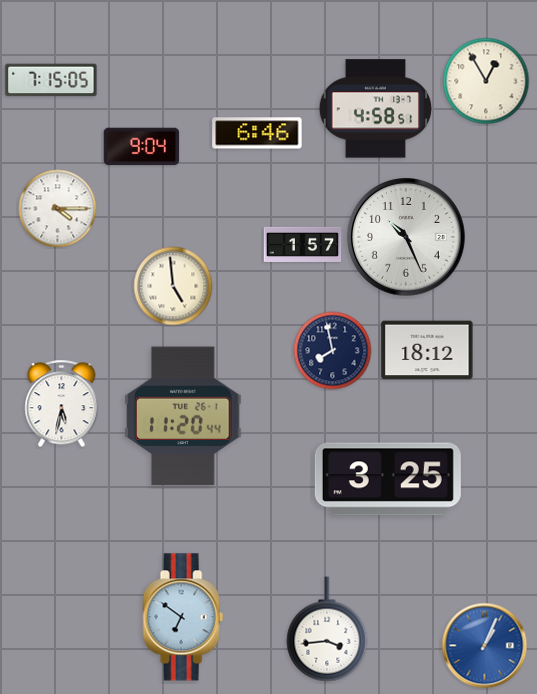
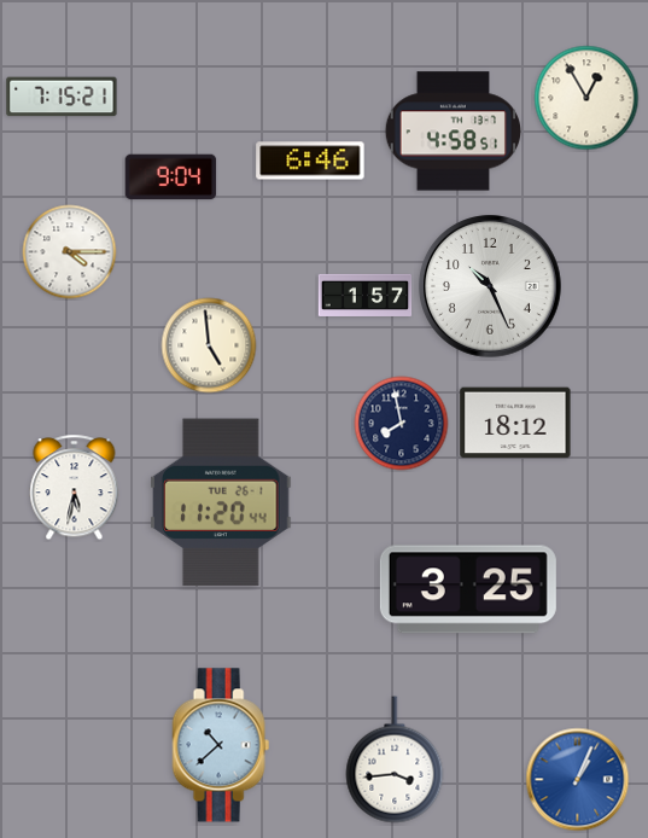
clock at (51, 80): 7:15:05 -> 7:15:21
clock at (388, 479) position: (388, 479) -> (468, 589)
clock at (183, 617): 6:51 -> 10:38
clock at (485, 646) position: (485, 646) -> (578, 780)
